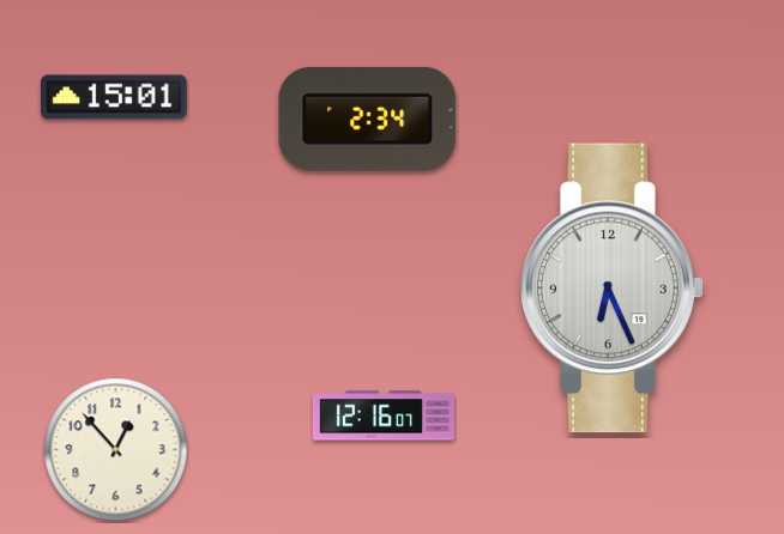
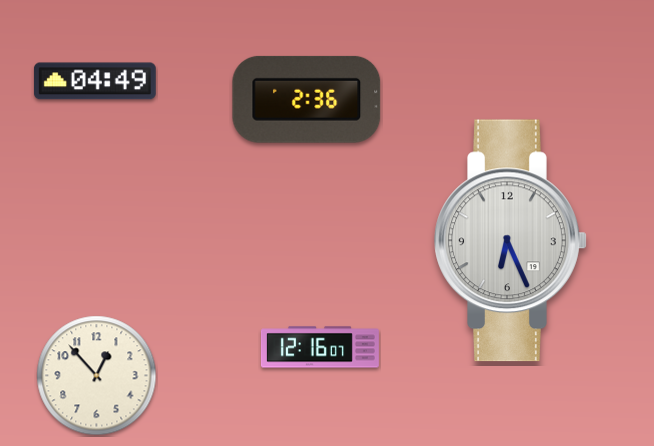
clock at (114, 97): 15:01 -> 04:49
clock at (368, 119): 2:34 -> 2:36
